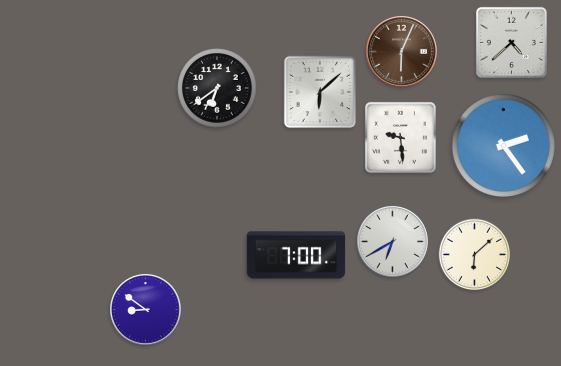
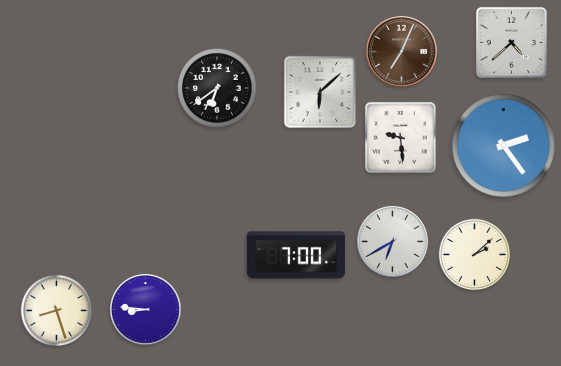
clock at (402, 52): 6:04 -> 7:04
clock at (475, 255): 6:08 -> 2:08
clock at (146, 310): 8:51 -> 8:46
clock at (57, 311): none -> 8:27
